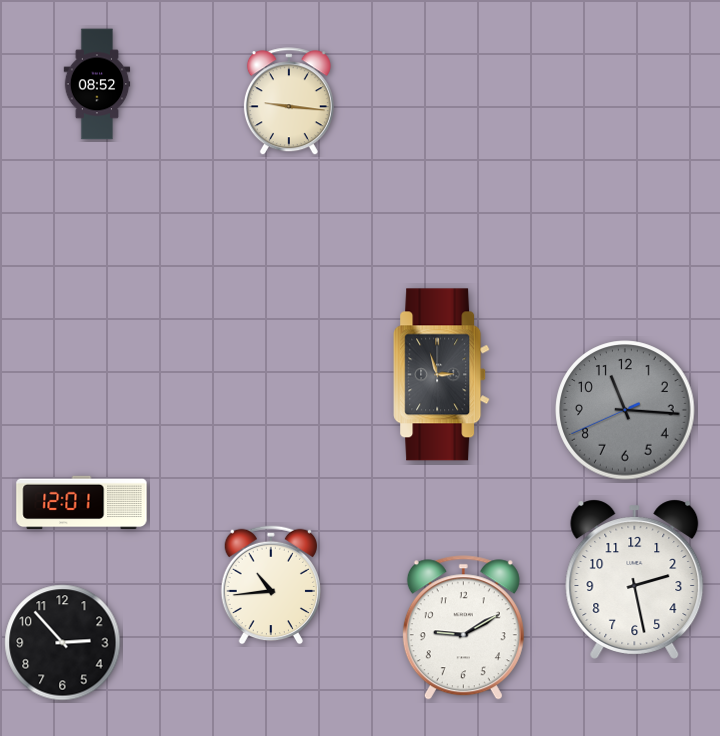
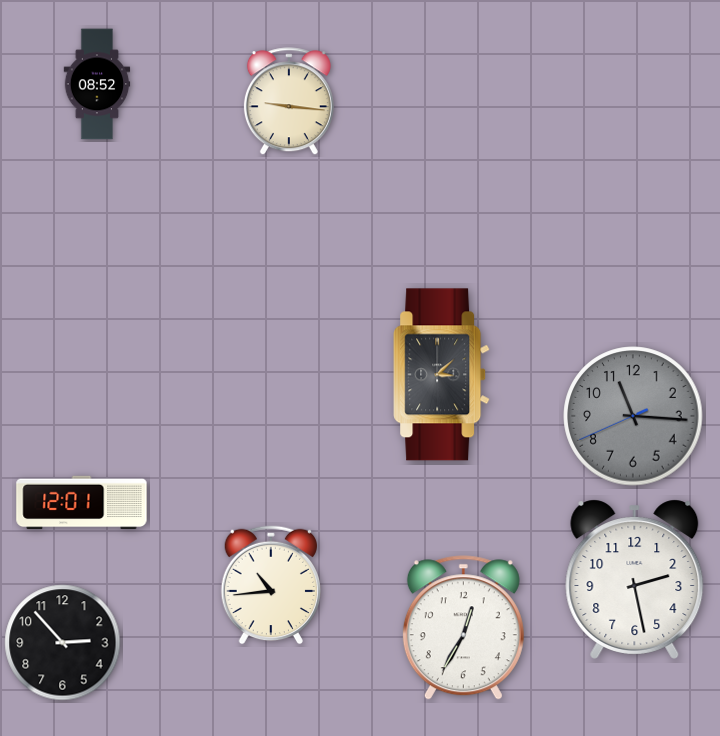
clock at (442, 375): 2:57 -> 3:08
clock at (625, 410) position: (625, 410) -> (633, 416)
clock at (463, 628): 9:10 -> 12:35
